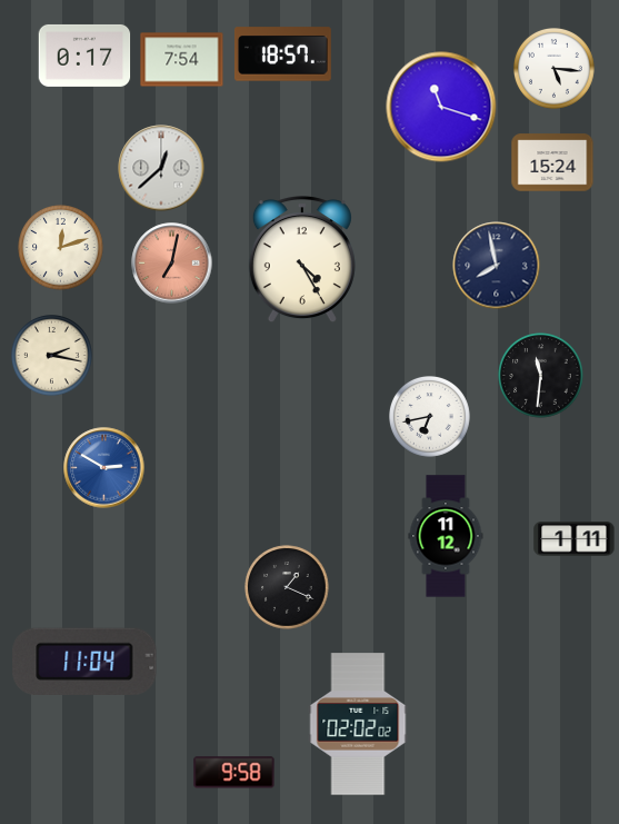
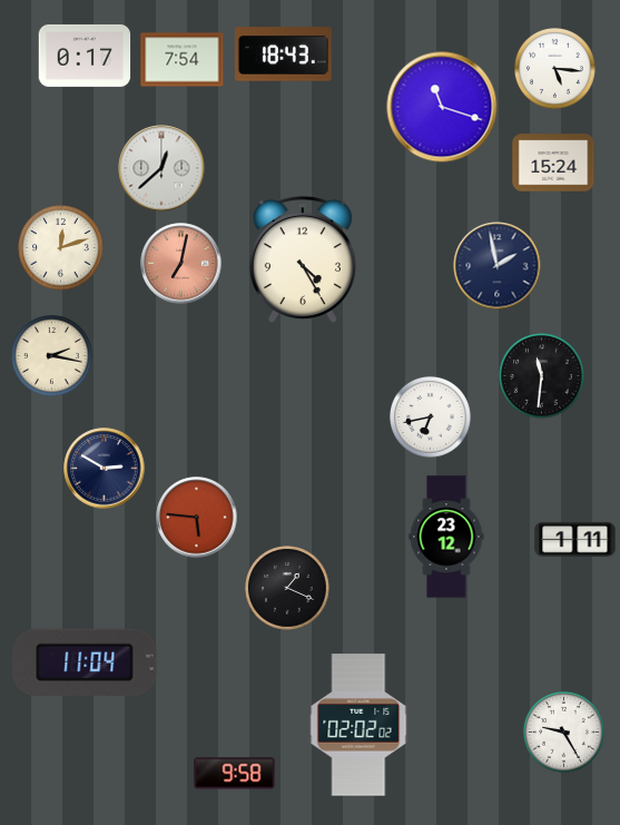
clock at (282, 54): 18:57 -> 18:43
clock at (172, 264) position: (172, 264) -> (181, 264)
clock at (497, 266): 7:58 -> 1:58
clock at (104, 468) dial: blue -> navy
clock at (197, 518): none -> 5:46
clock at (446, 536): 11:12 -> 23:12
clock at (564, 733): none -> 9:25
